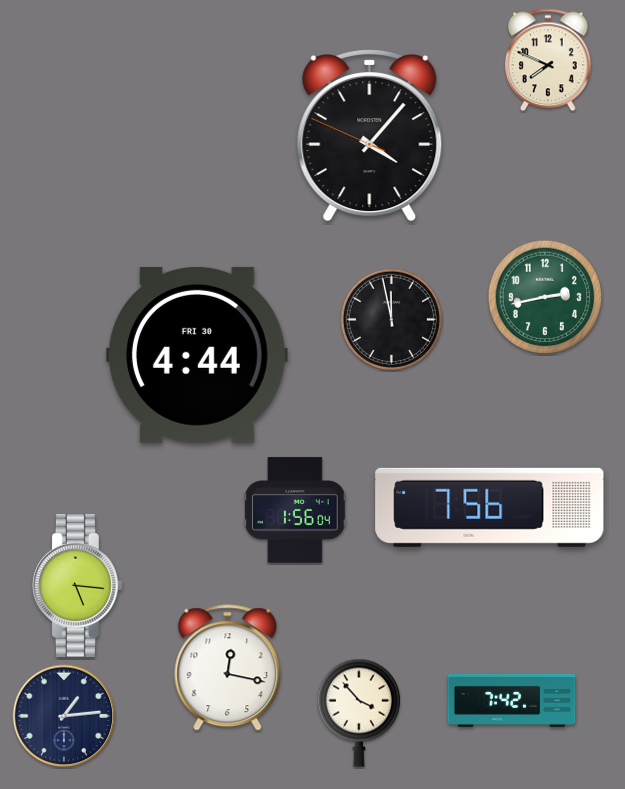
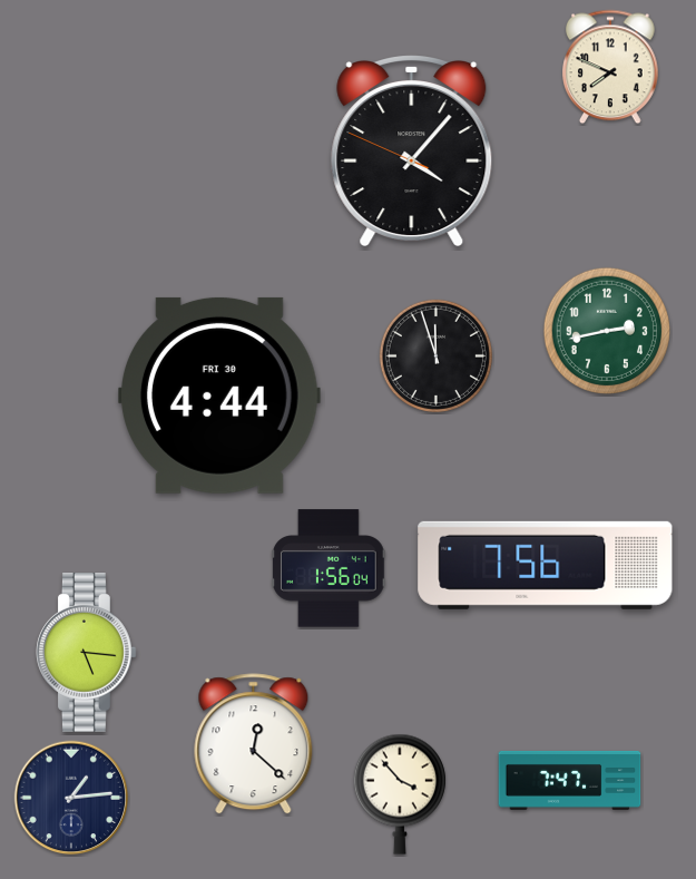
clock at (391, 319): 11:58 -> 11:57
clock at (228, 668): 12:17 -> 12:22
clock at (512, 700): 7:42 -> 7:47
